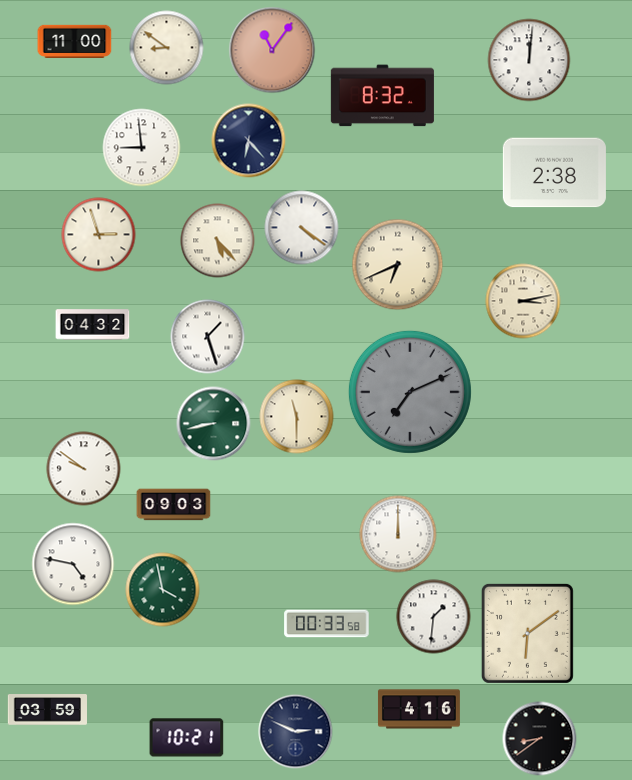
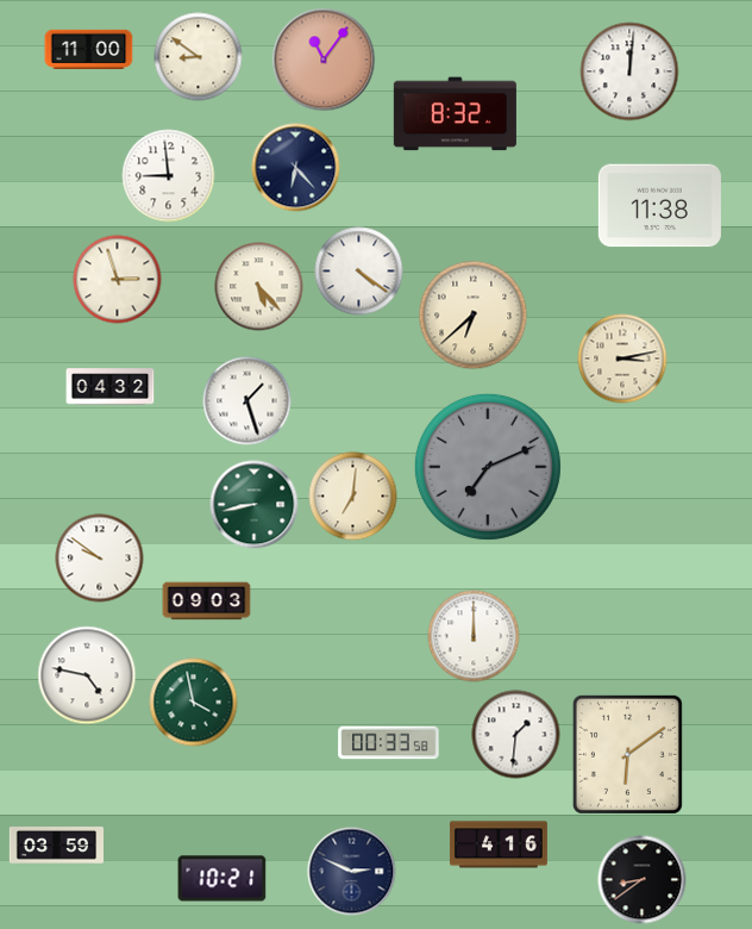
clock at (554, 173): 2:38 -> 11:38
clock at (398, 265): 6:41 -> 6:38
clock at (297, 417): 11:30 -> 7:01
clock at (73, 564) position: (73, 564) -> (87, 675)
